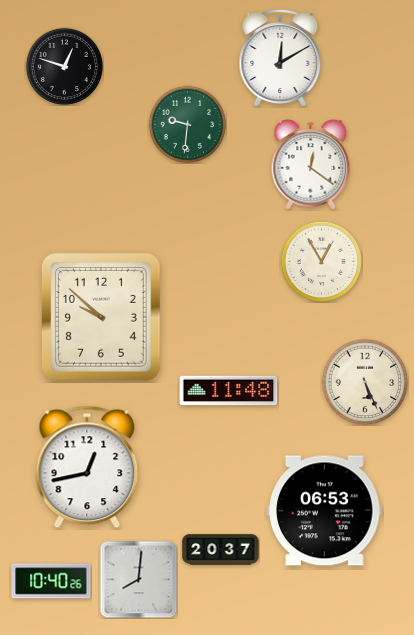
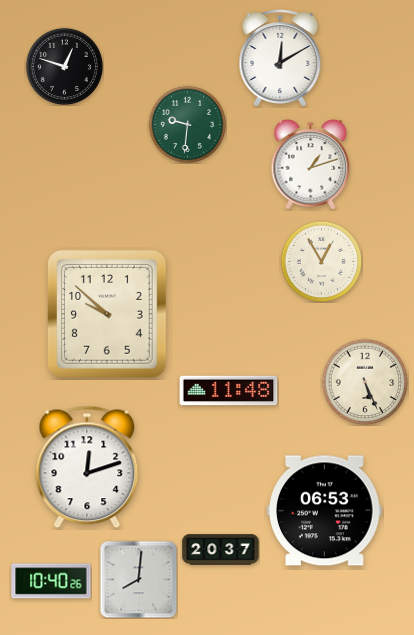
clock at (311, 164): 12:21 -> 1:12
clock at (101, 318) position: (101, 318) -> (107, 315)
clock at (87, 467): 12:43 -> 12:12
